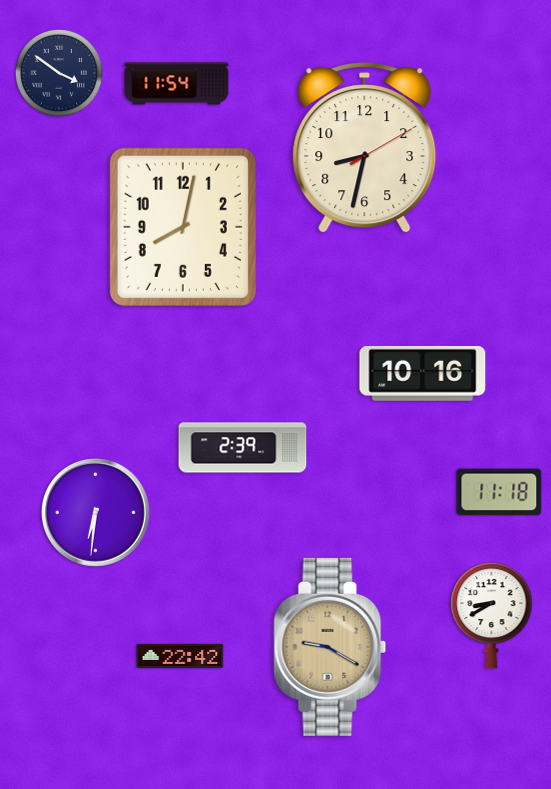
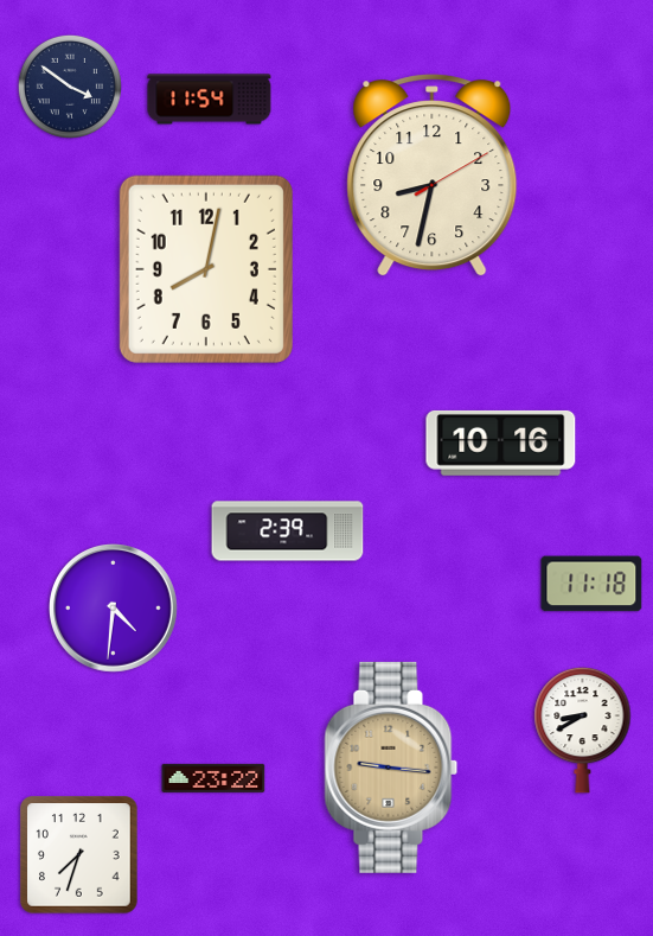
clock at (183, 227) position: (183, 227) -> (206, 269)
clock at (96, 513): 6:31 -> 4:31
clock at (330, 647): 9:20 -> 9:16
clock at (180, 656): 22:42 -> 23:22
clock at (79, 855): none -> 7:33
